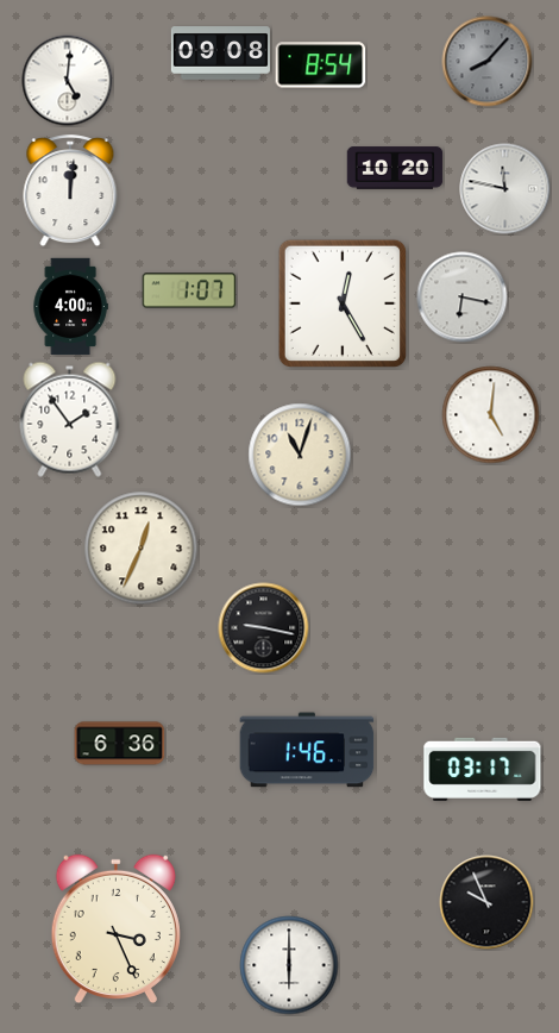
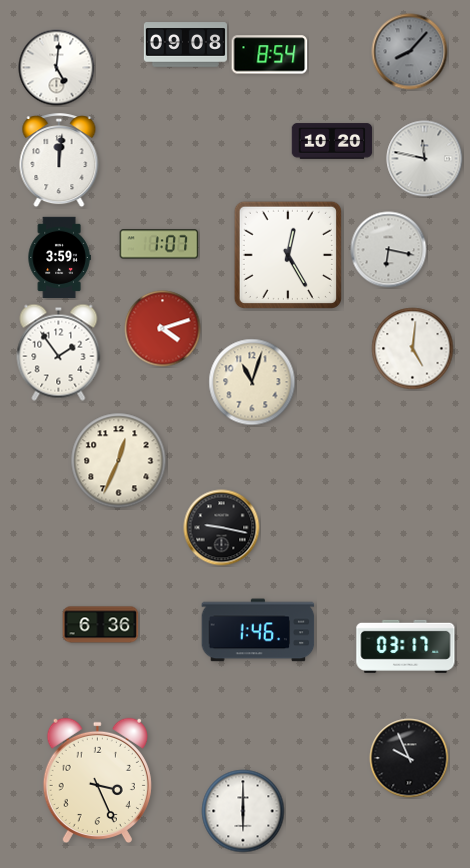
clock at (70, 307): 4:00 -> 3:59
clock at (163, 329): none -> 4:12
